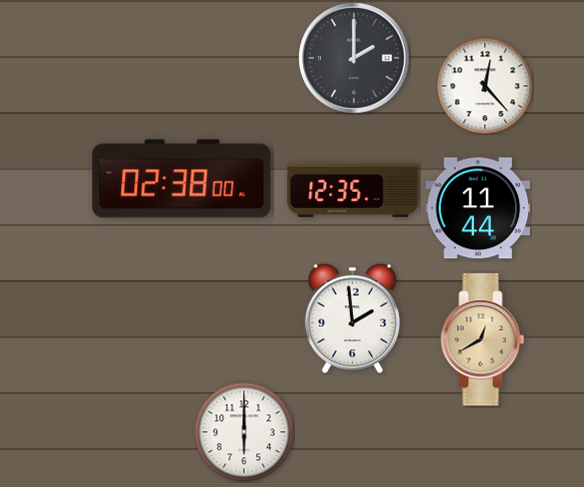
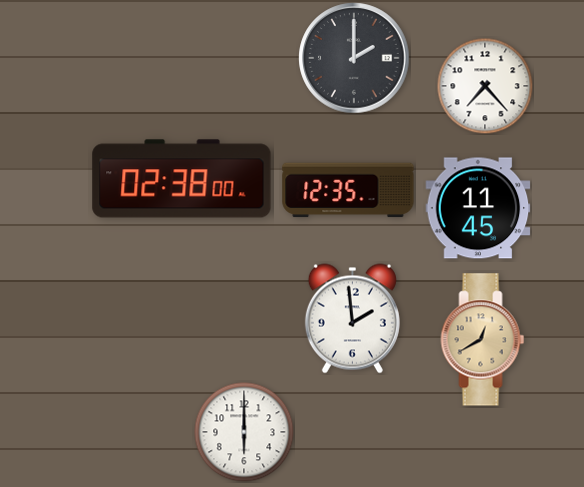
clock at (485, 86): 12:23 -> 7:23
clock at (353, 190) position: (353, 190) -> (348, 190)
clock at (478, 208): 11:44 -> 11:45
